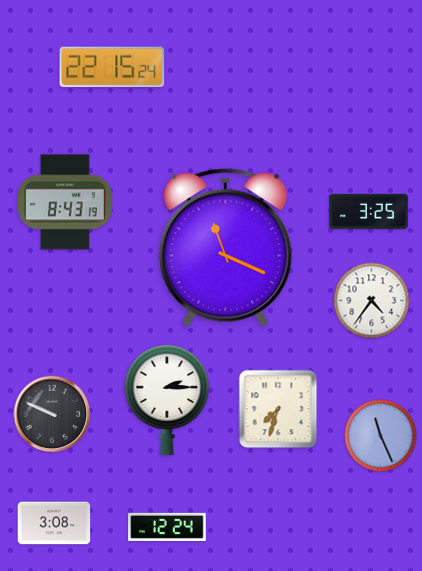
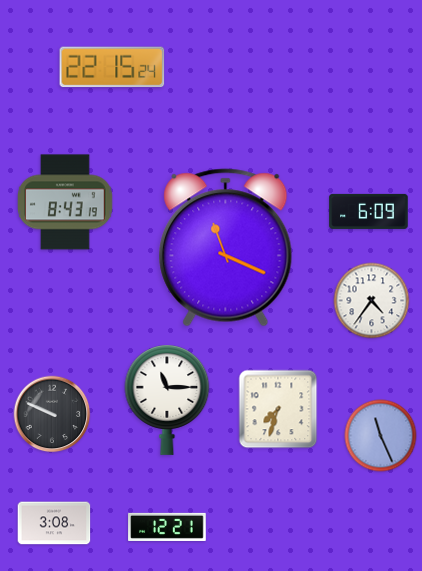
clock at (369, 211): 3:25 -> 6:09
clock at (167, 400): 2:15 -> 11:15
clock at (167, 527): 12:24 -> 12:21
